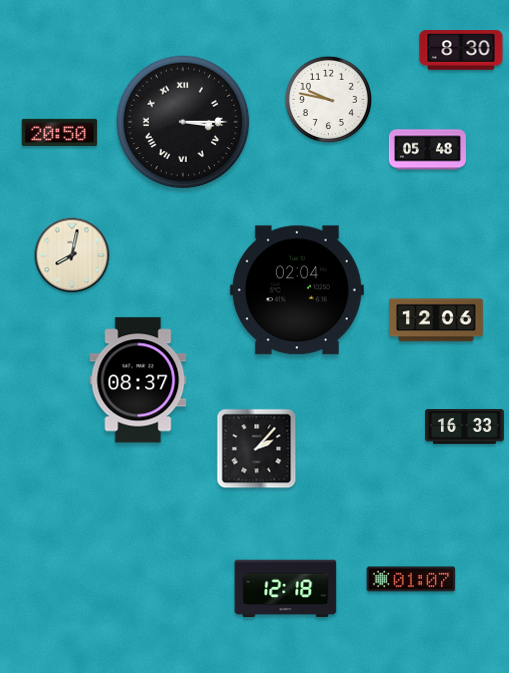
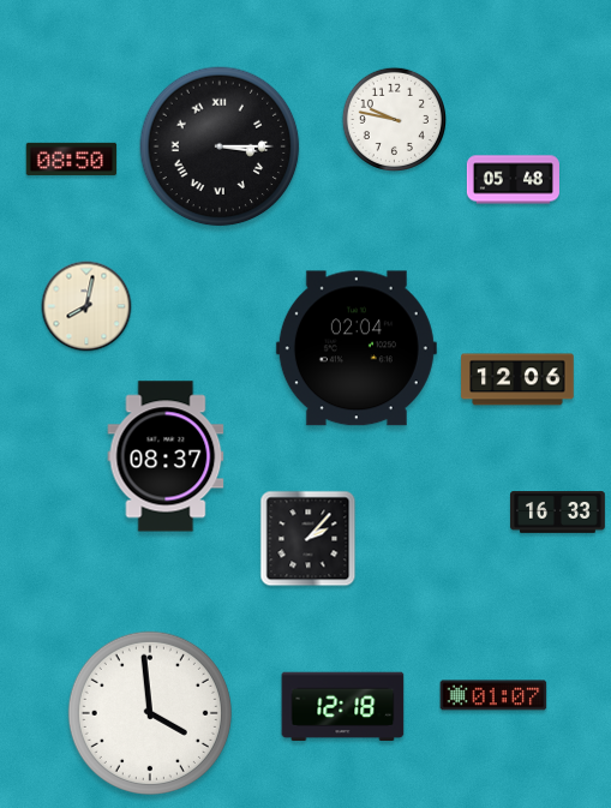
clock at (461, 50): 8:30 -> none
clock at (60, 132): 20:50 -> 08:50
clock at (436, 320) position: (436, 320) -> (517, 379)
clock at (150, 713): none -> 3:59
